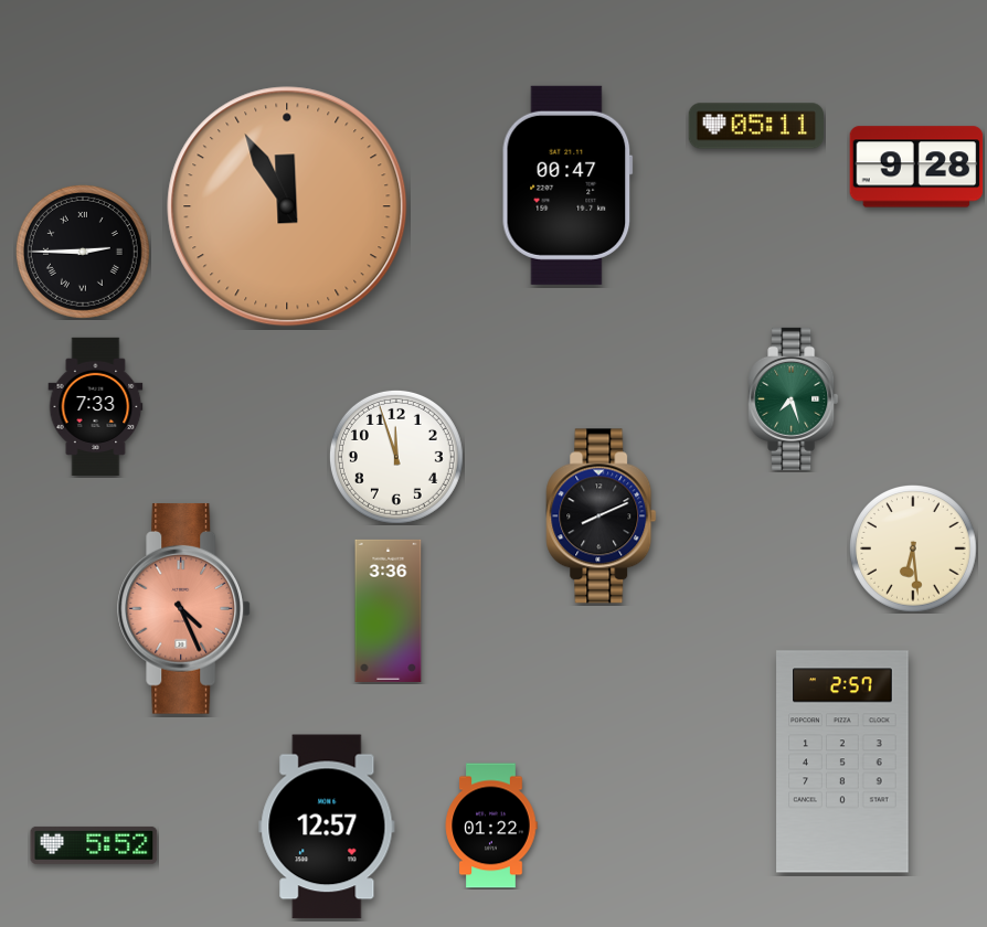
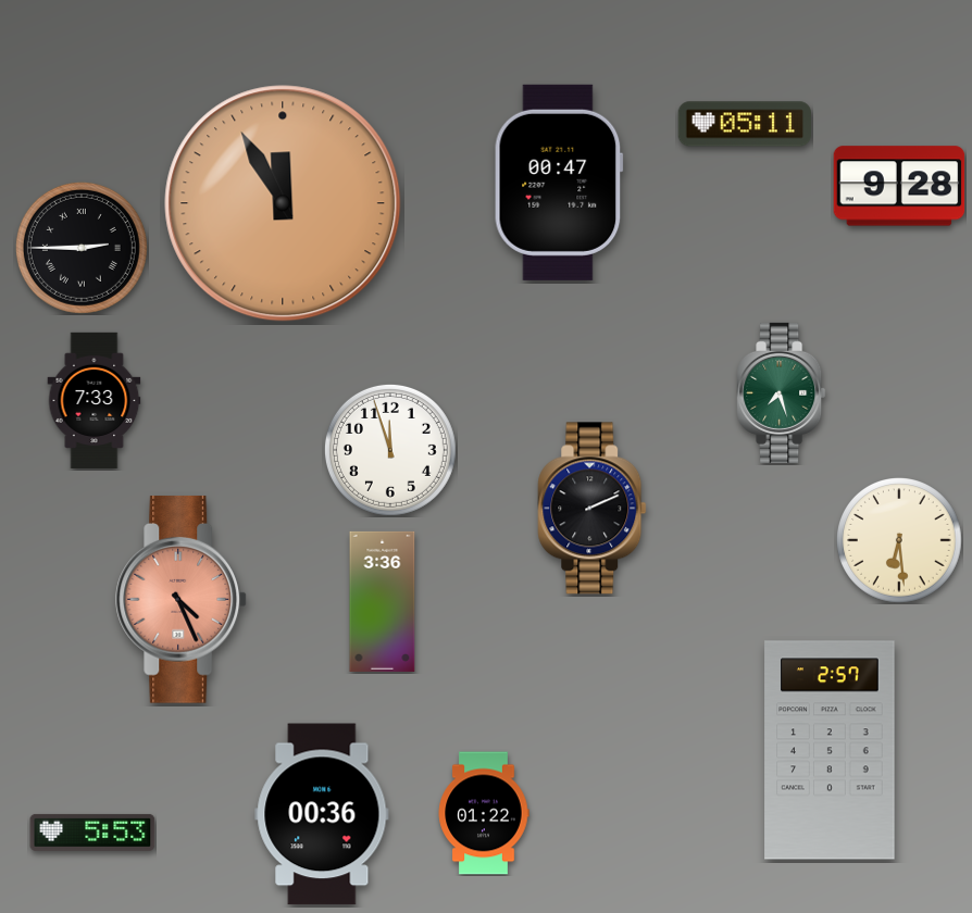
clock at (916, 167) position: (916, 167) -> (899, 186)
clock at (602, 516): 8:11 -> 2:11
clock at (327, 827): 12:57 -> 00:36
clock at (94, 845): 5:52 -> 5:53
